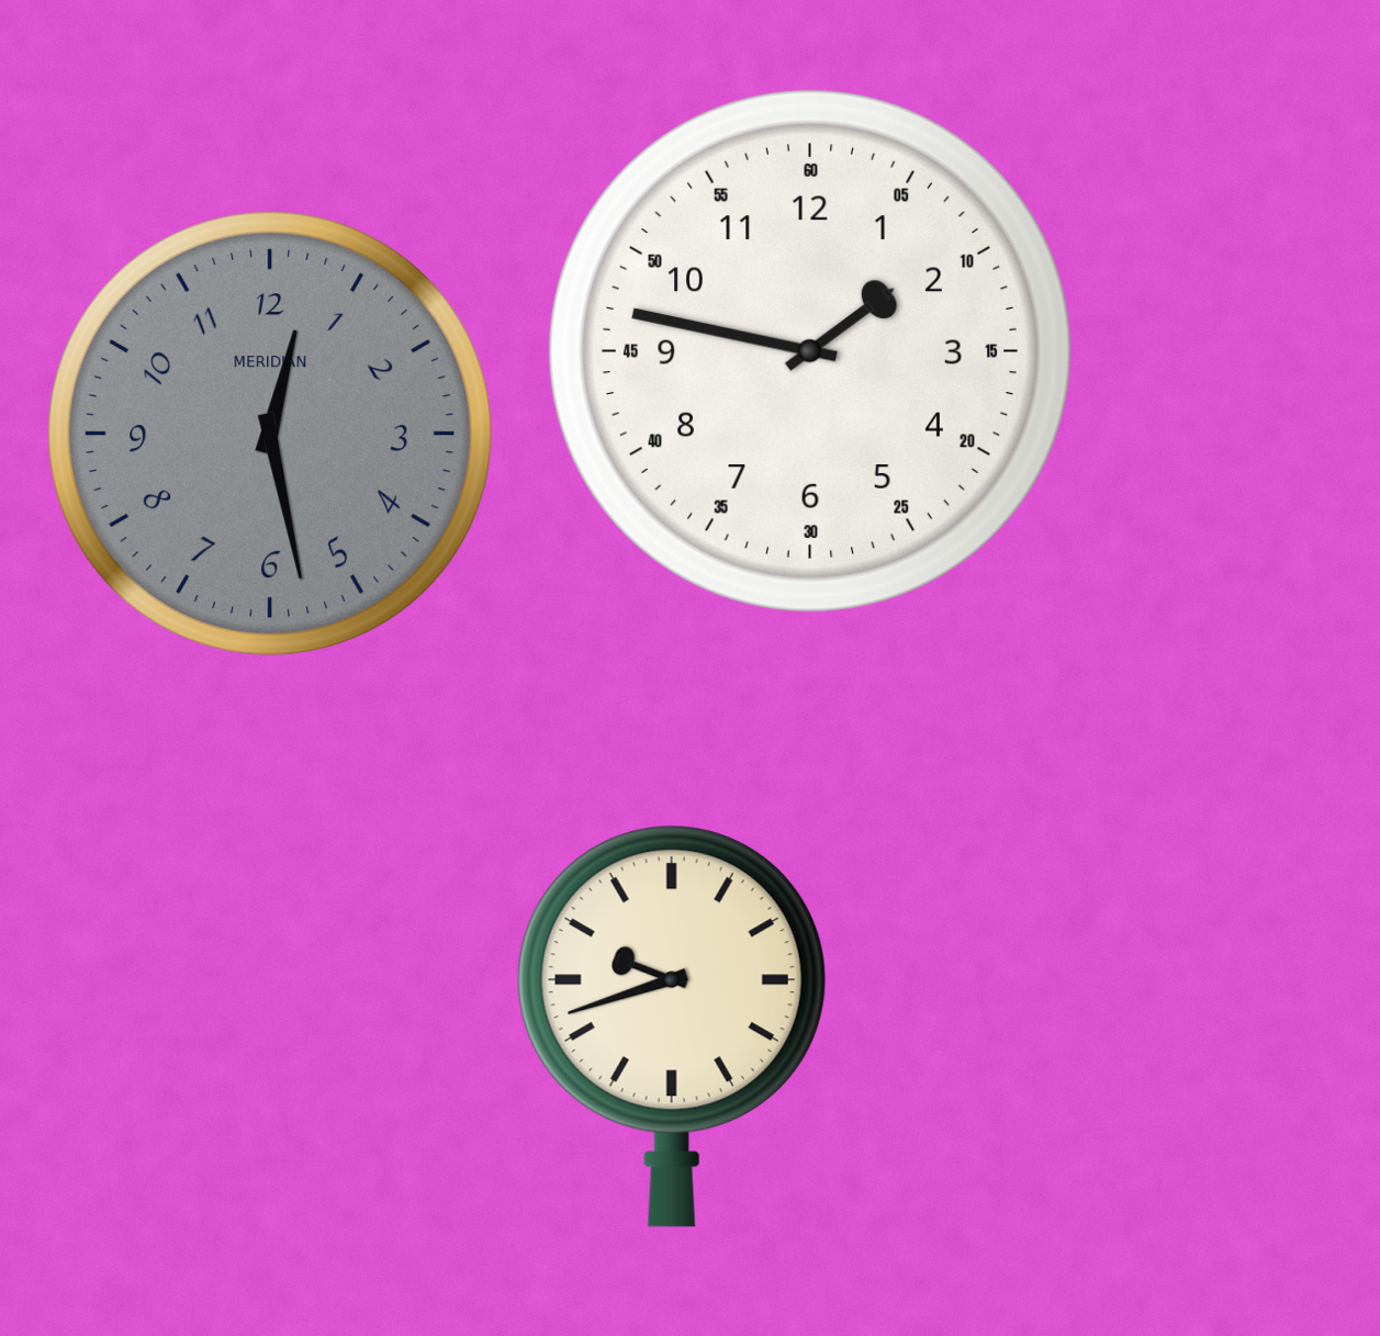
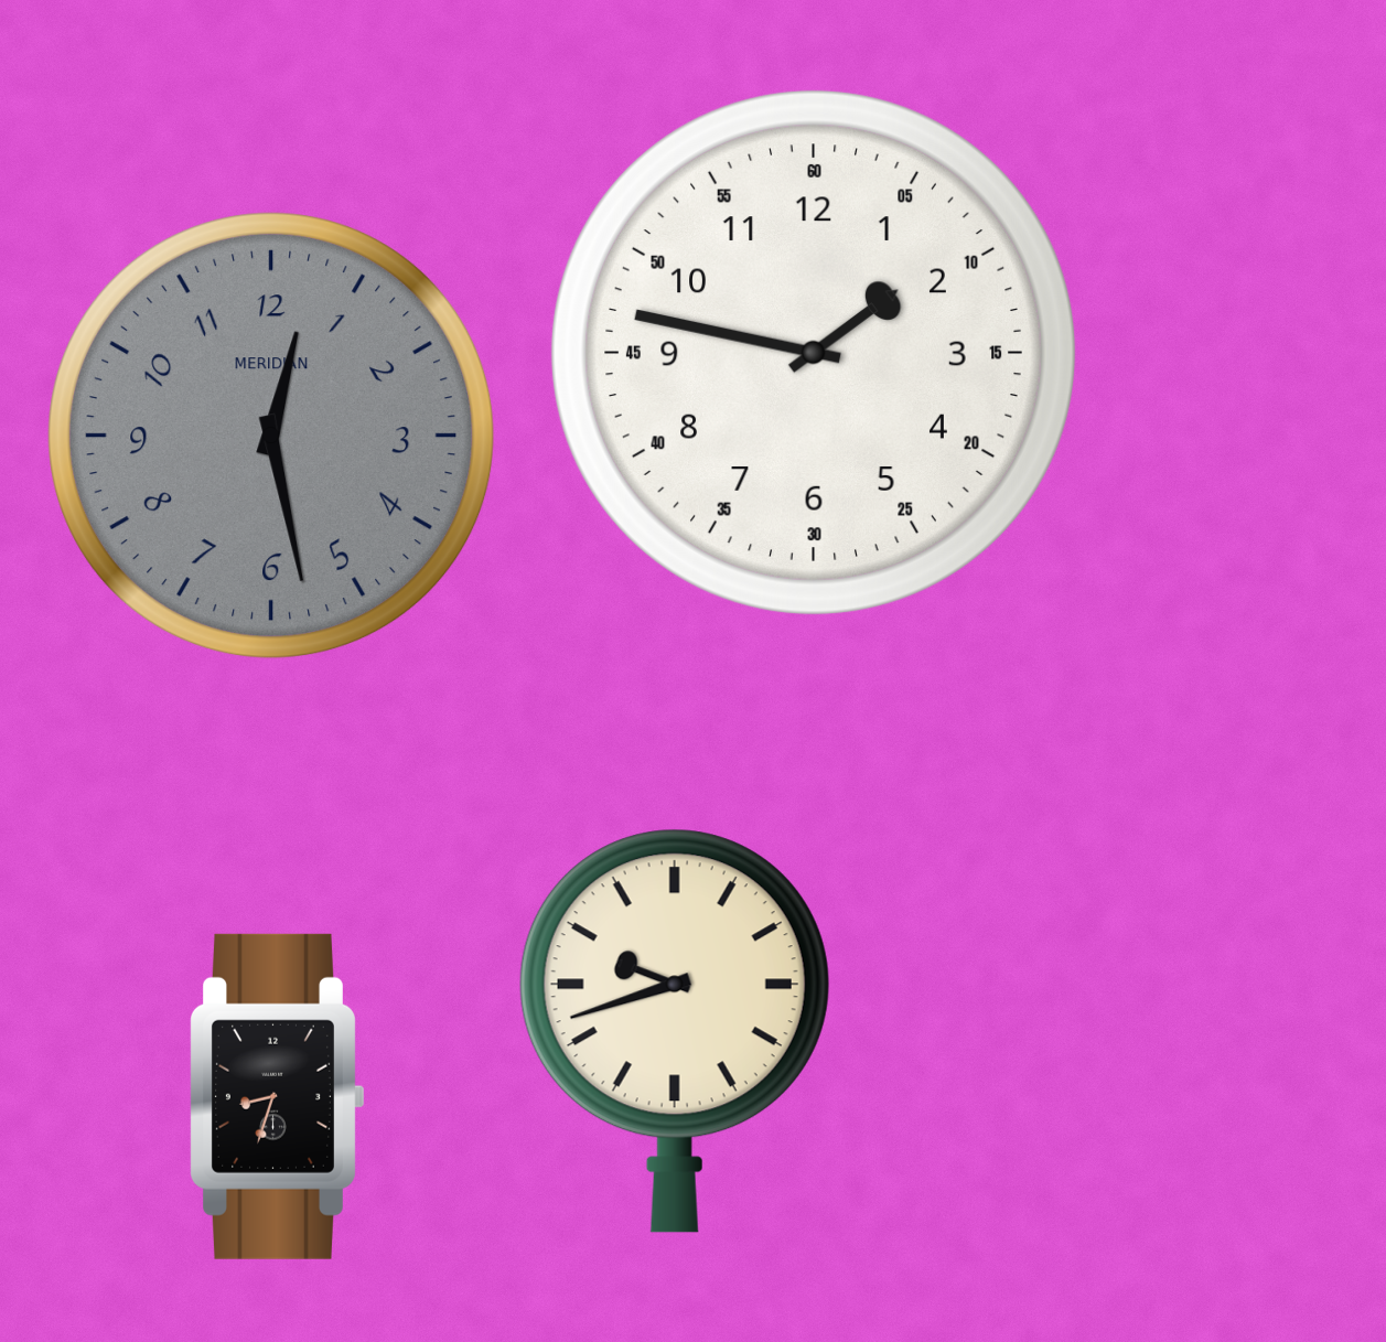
clock at (278, 1096): none -> 8:33
